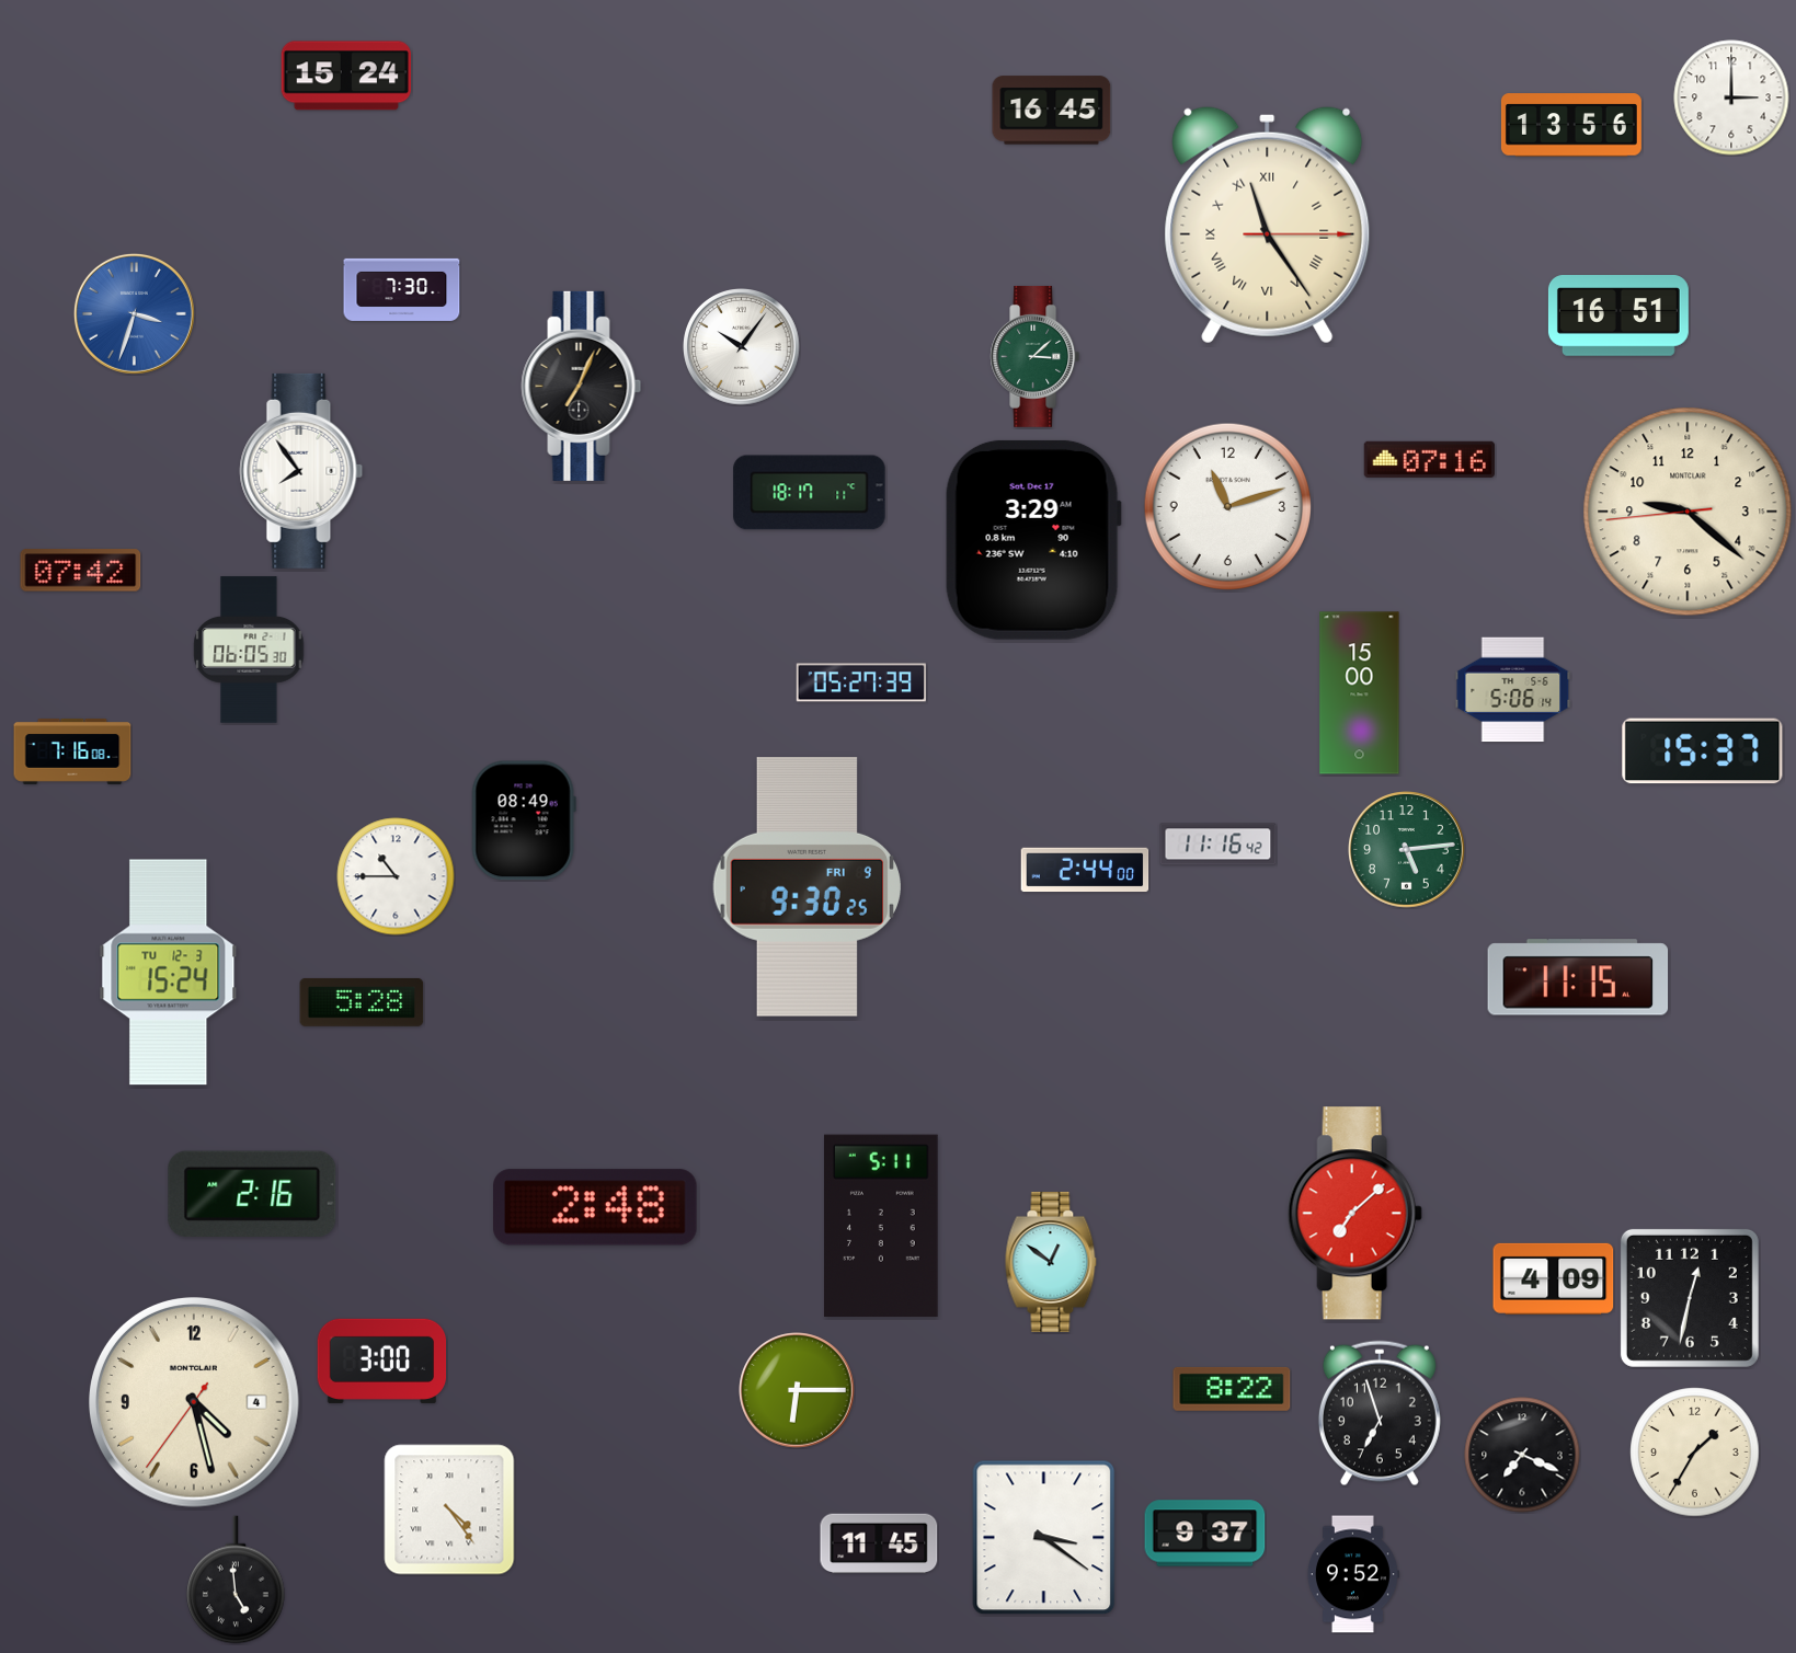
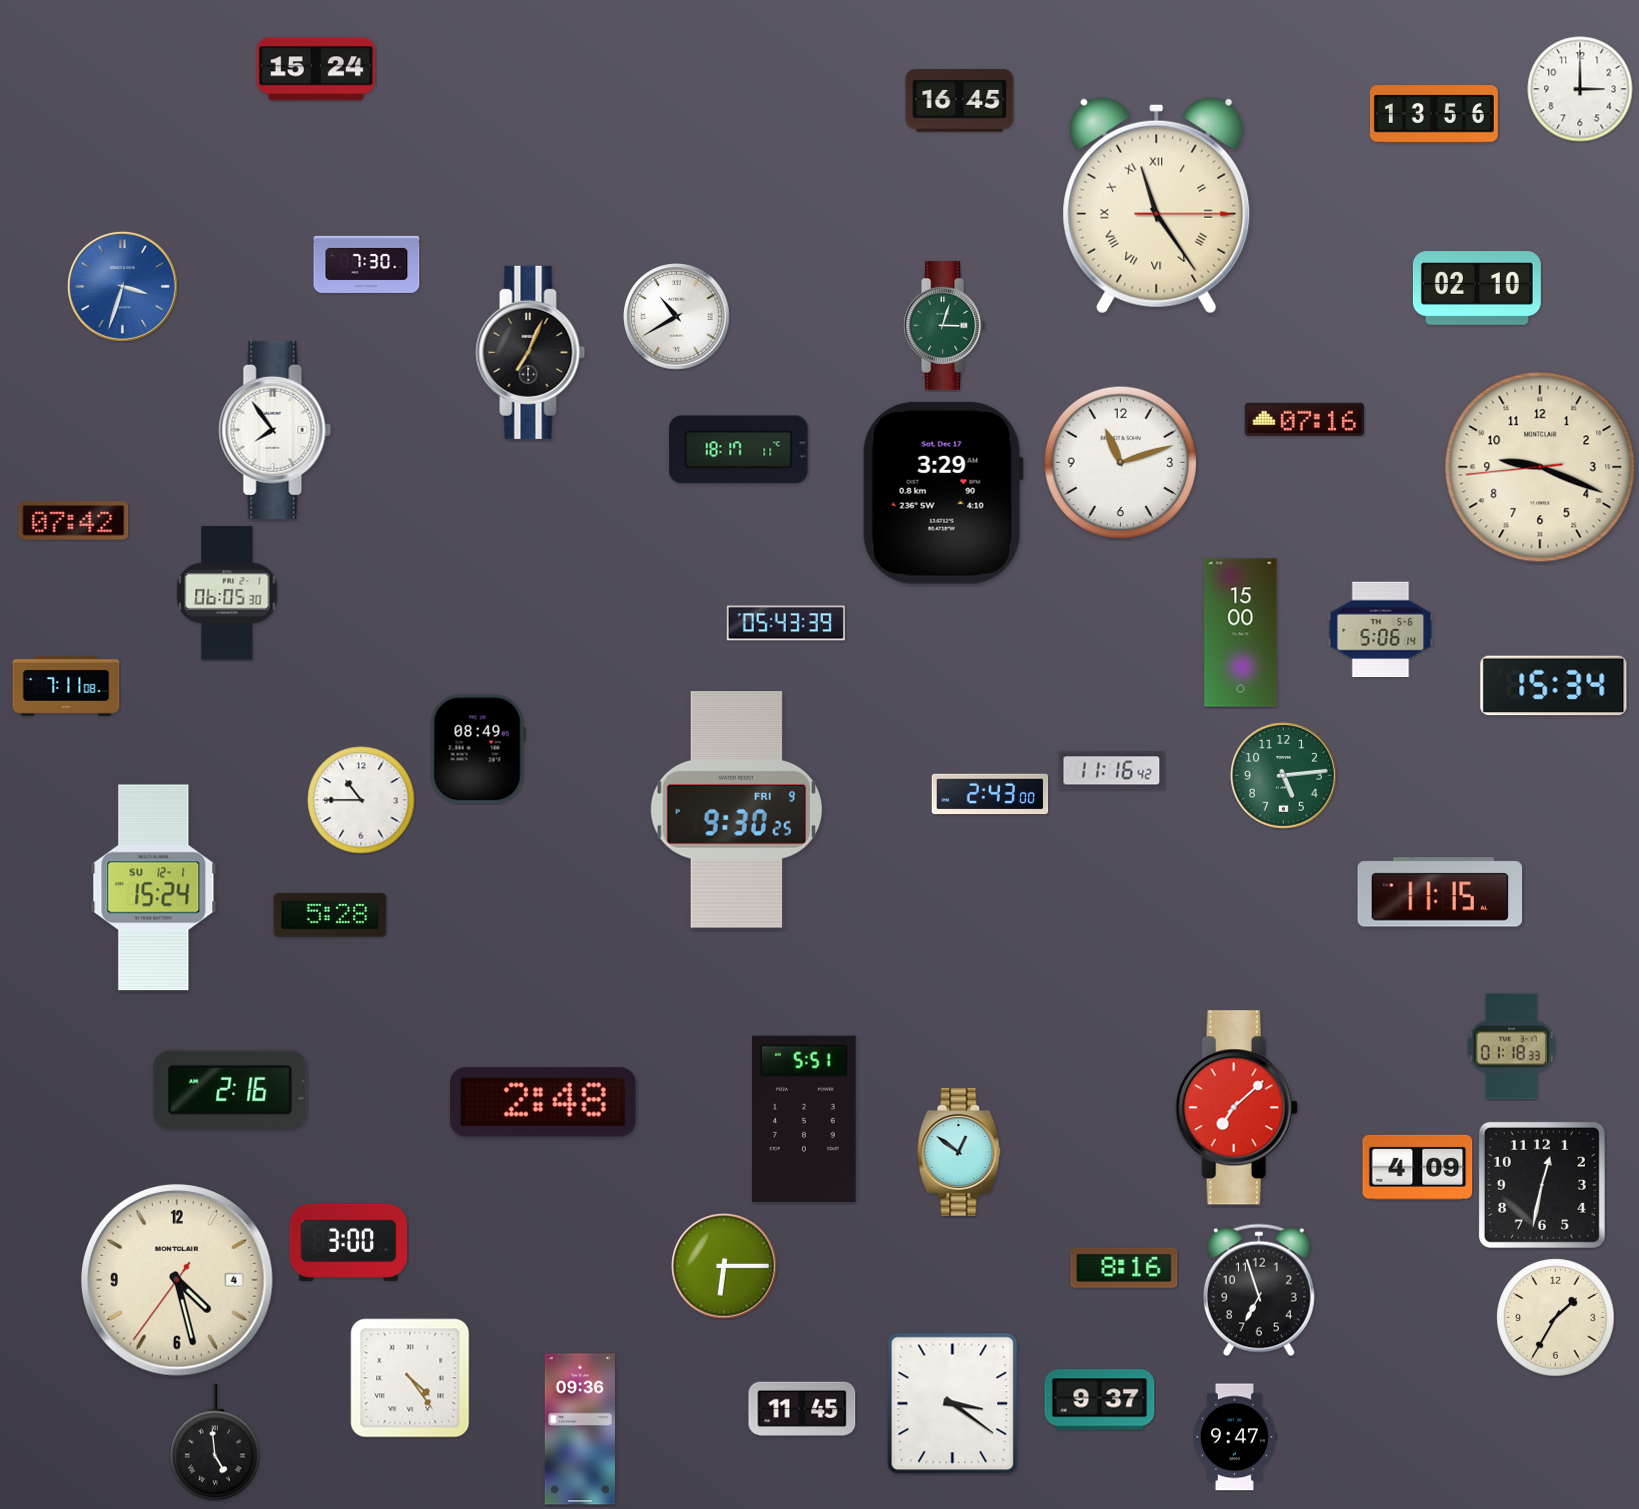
clock at (1618, 317): 16:51 -> 02:10
clock at (742, 347): 10:06 -> 10:40
clock at (1036, 356): 3:08 -> 3:03
clock at (1688, 512): 9:21 -> 9:18
clock at (860, 682): 05:27 -> 05:43
clock at (72, 751): 7:16 -> 7:11
clock at (1703, 751): 15:37 -> 15:34
clock at (1085, 870): 2:44 -> 2:43
clock at (169, 973) date: TU 12-3 -> SU 12-1
clock at (1511, 1047): none -> 01:18
clock at (882, 1225): 5:11 -> 5:51
clock at (1232, 1389): 8:22 -> 8:16
clock at (797, 1390) position: (797, 1390) -> (724, 1266)
clock at (1695, 1453) position: (1695, 1453) -> (1556, 1318)
clock at (1522, 1455): 7:19 -> none
clock at (579, 1429): none -> 09:36
clock at (1352, 1574): 9:52 -> 9:47
